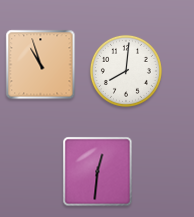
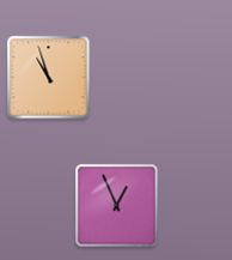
clock at (126, 71): 8:01 -> none
clock at (98, 172): 12:31 -> 12:56
